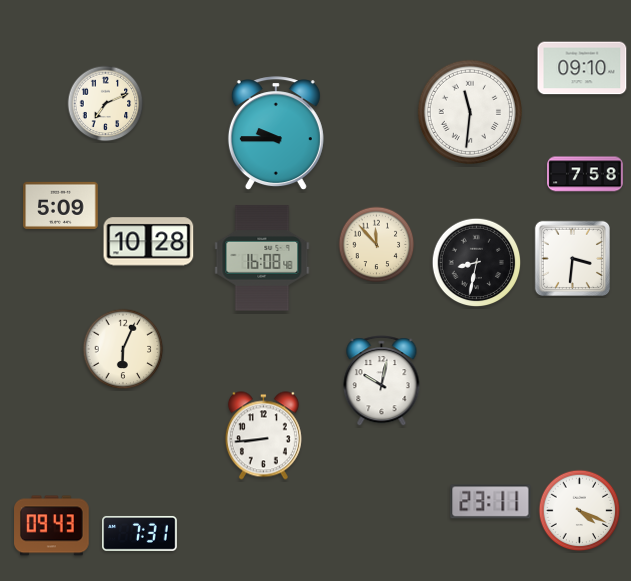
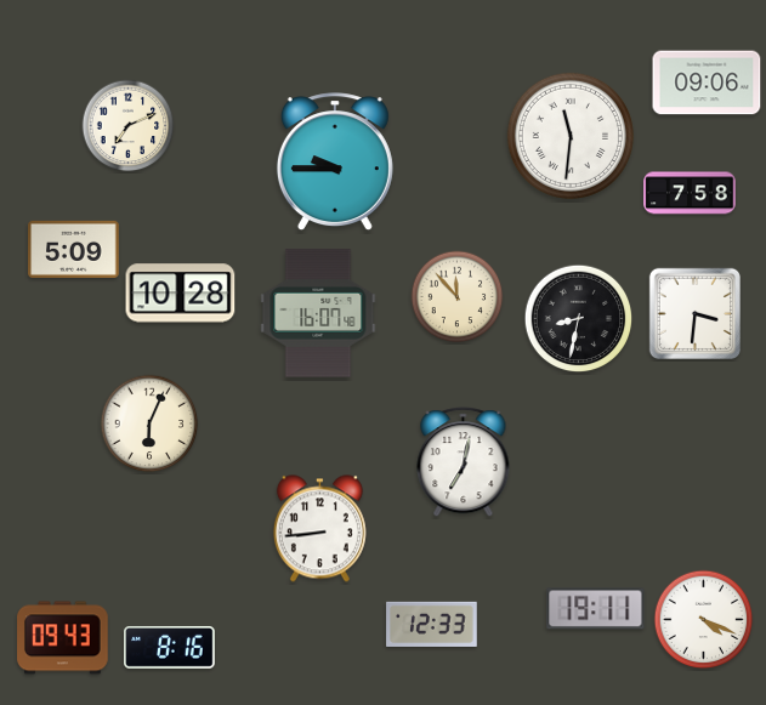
clock at (582, 68): 09:10 -> 09:06
clock at (585, 174) position: (585, 174) -> (690, 193)
clock at (262, 258): 16:08 -> 16:07
clock at (382, 381): 10:02 -> 7:02
clock at (491, 502): 23:11 -> 19:11
clock at (432, 624): none -> 12:33
clock at (140, 533): 7:31 -> 8:16
